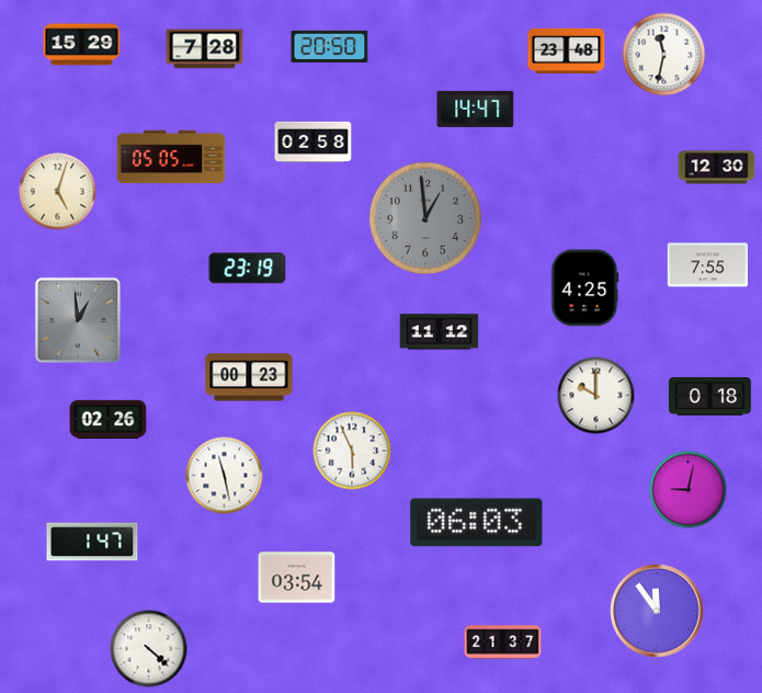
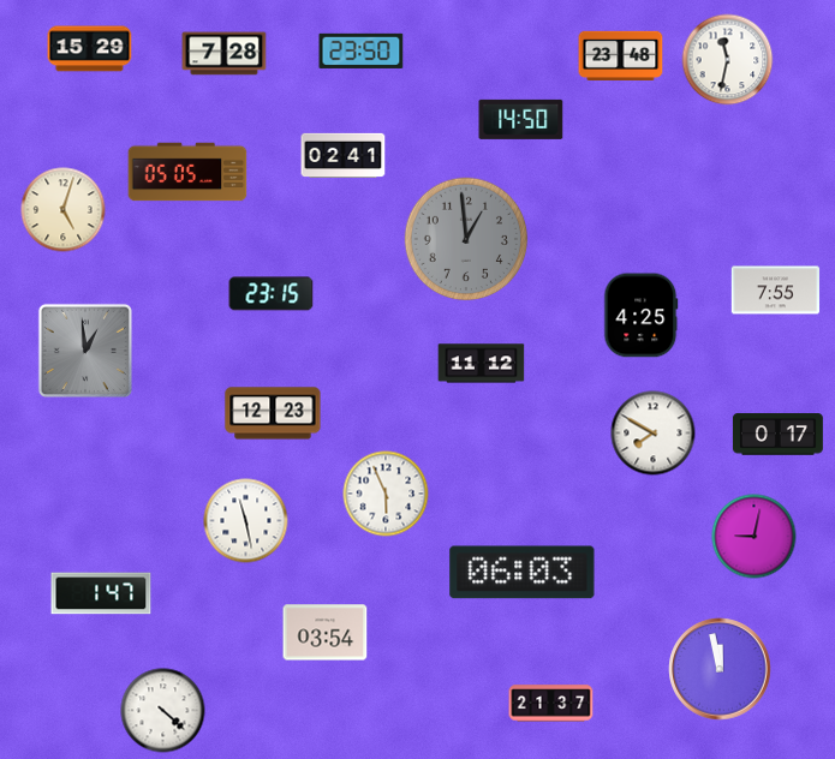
clock at (330, 46): 20:50 -> 23:50
clock at (476, 109): 14:47 -> 14:50
clock at (314, 141): 02:58 -> 02:41
clock at (717, 168): 12:30 -> none
clock at (248, 269): 23:19 -> 23:15
clock at (249, 377): 00:23 -> 12:23
clock at (596, 396): 10:00 -> 7:50
clock at (709, 397): 0:18 -> 0:17
clock at (109, 420): 02:26 -> none
clock at (657, 611): 11:54 -> 11:58
